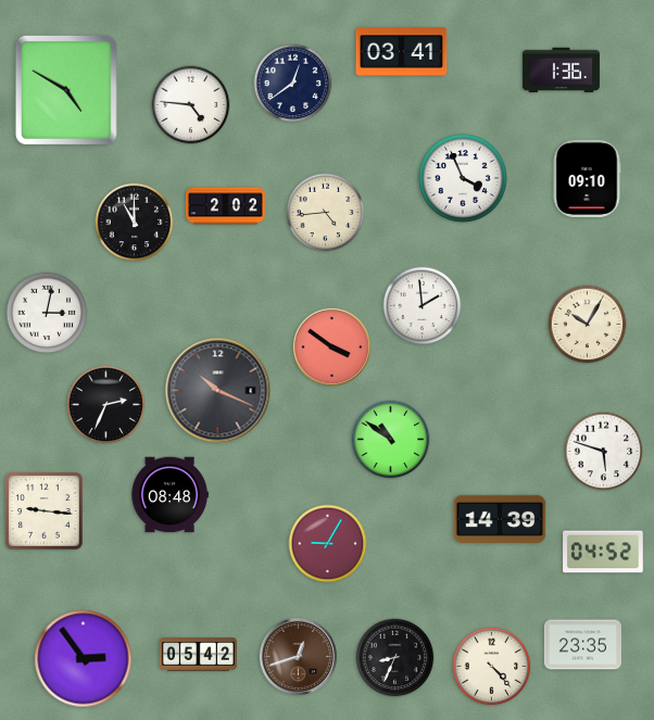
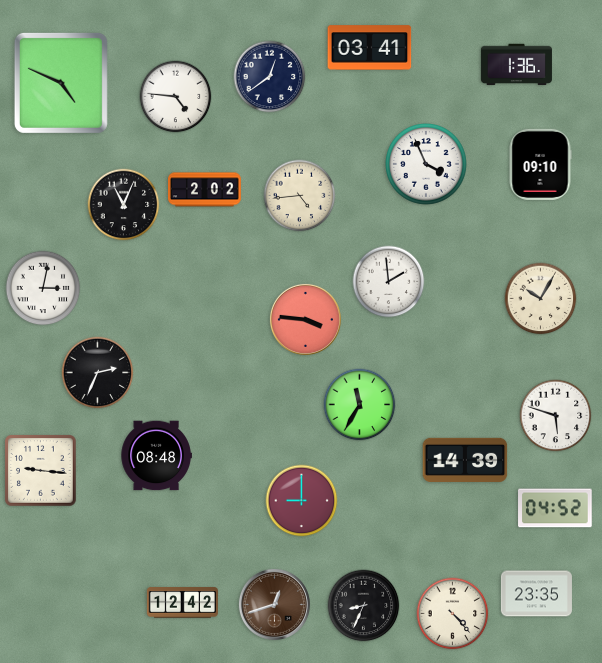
clock at (66, 90): 4:50 -> 4:49
clock at (226, 206) position: (226, 206) -> (205, 190)
clock at (135, 223): 11:00 -> 11:04
clock at (331, 346): 3:51 -> 3:46
clock at (218, 391): 10:19 -> none
clock at (391, 440): 10:51 -> 11:35
clock at (500, 519) position: (500, 519) -> (465, 460)
clock at (328, 544): 9:05 -> 9:00
clock at (198, 655): 05:42 -> 12:42
clock at (84, 659): 2:54 -> none
